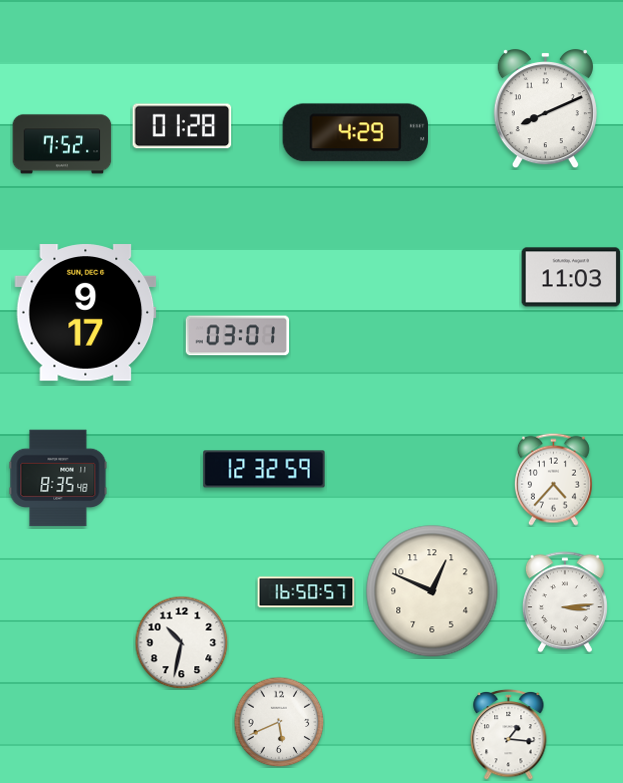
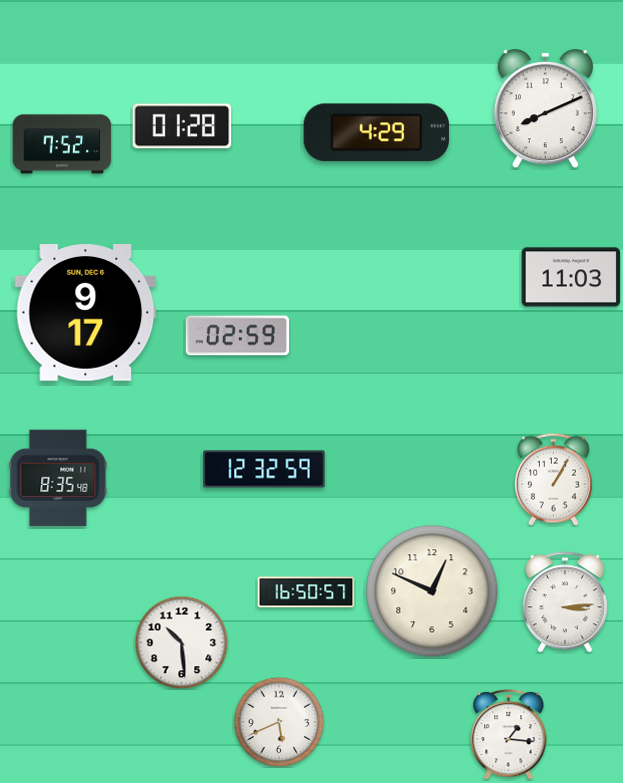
clock at (355, 133) position: (355, 133) -> (376, 133)
clock at (238, 336): 03:01 -> 02:59
clock at (553, 479): 4:37 -> 1:05
clock at (181, 642): 10:32 -> 10:29
